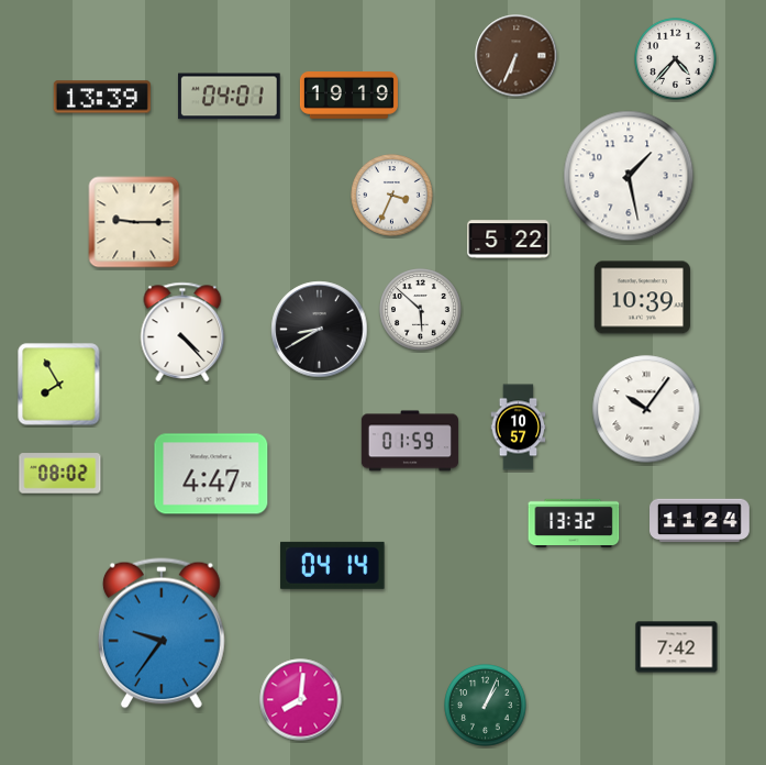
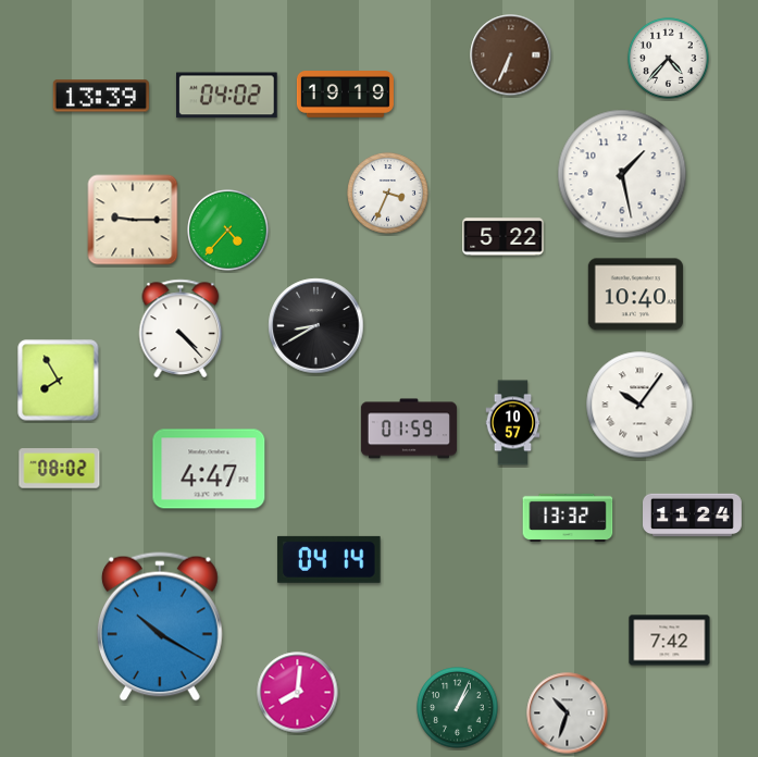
clock at (230, 97): 04:01 -> 04:02
clock at (228, 231): none -> 4:37
clock at (642, 298): 10:39 -> 10:40
clock at (421, 310): 5:52 -> none
clock at (410, 441) position: (410, 441) -> (409, 429)
clock at (162, 633): 9:36 -> 10:20
clock at (486, 706) position: (486, 706) -> (458, 708)
clock at (568, 713): none -> 10:33
